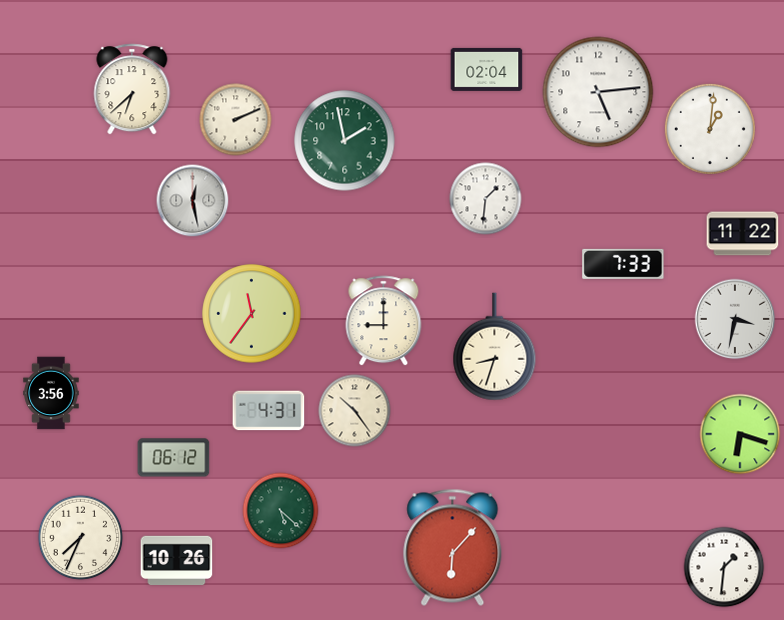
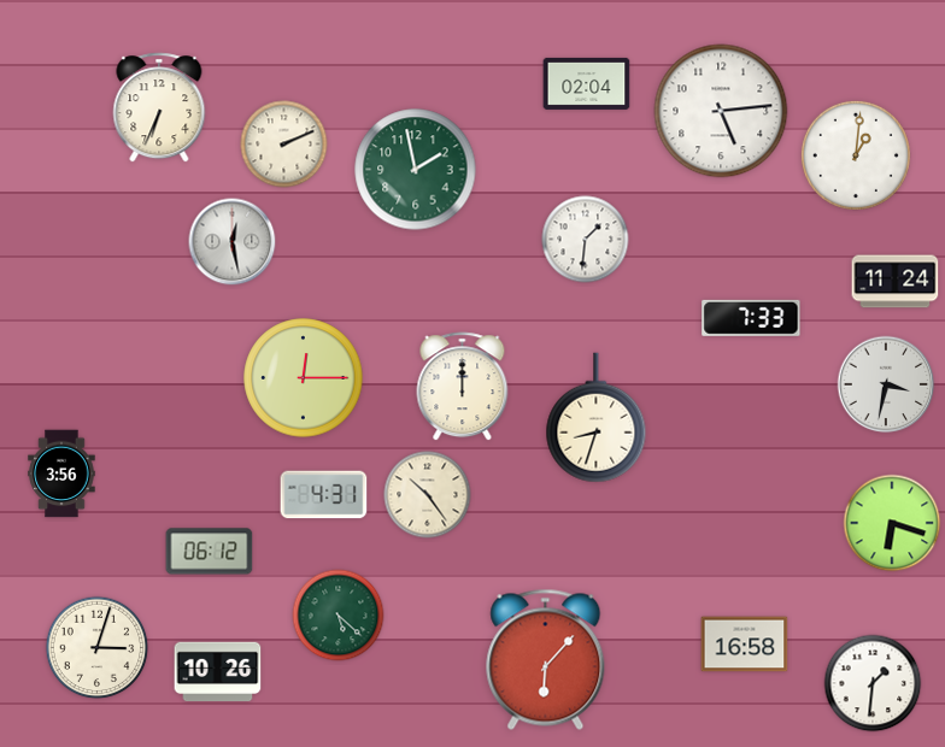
clock at (132, 89): 6:38 -> 6:34
clock at (743, 234): 11:22 -> 11:24
clock at (252, 314): 11:36 -> 12:15
clock at (384, 321): 9:00 -> 12:00
clock at (745, 645): none -> 16:58
clock at (81, 538): 7:34 -> 3:03
clock at (177, 561) position: (177, 561) -> (218, 672)
